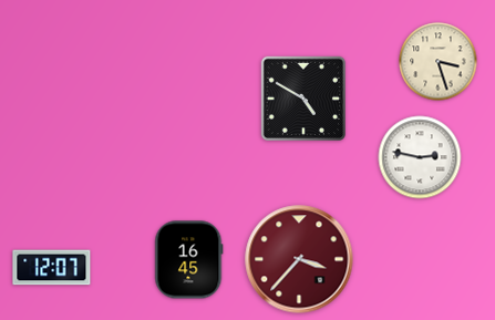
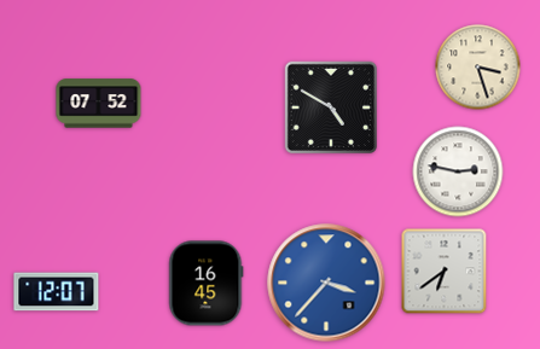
clock at (99, 104): none -> 07:52
clock at (445, 272): none -> 6:39
clock at (299, 259) dial: burgundy -> blue
